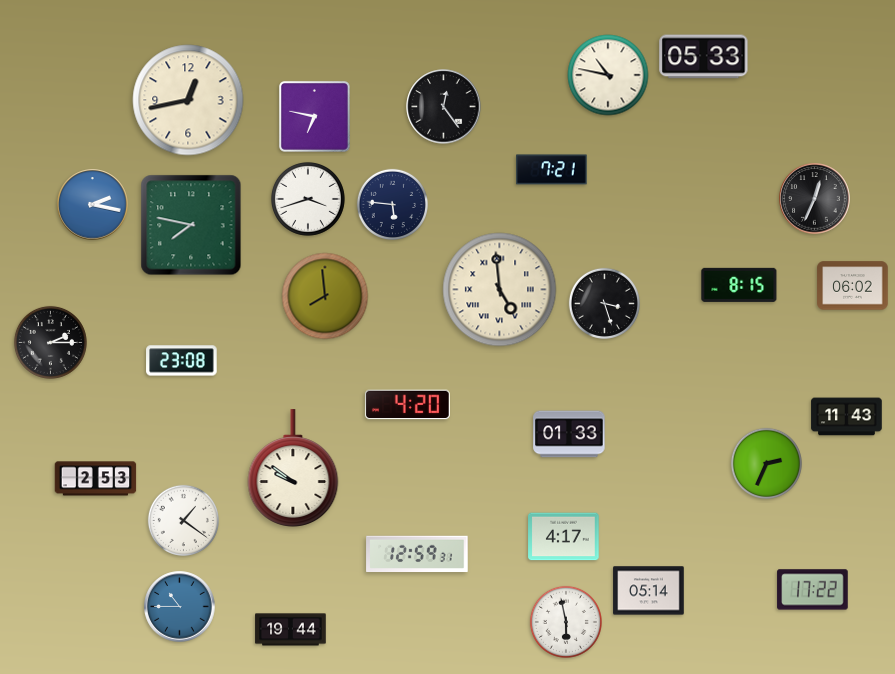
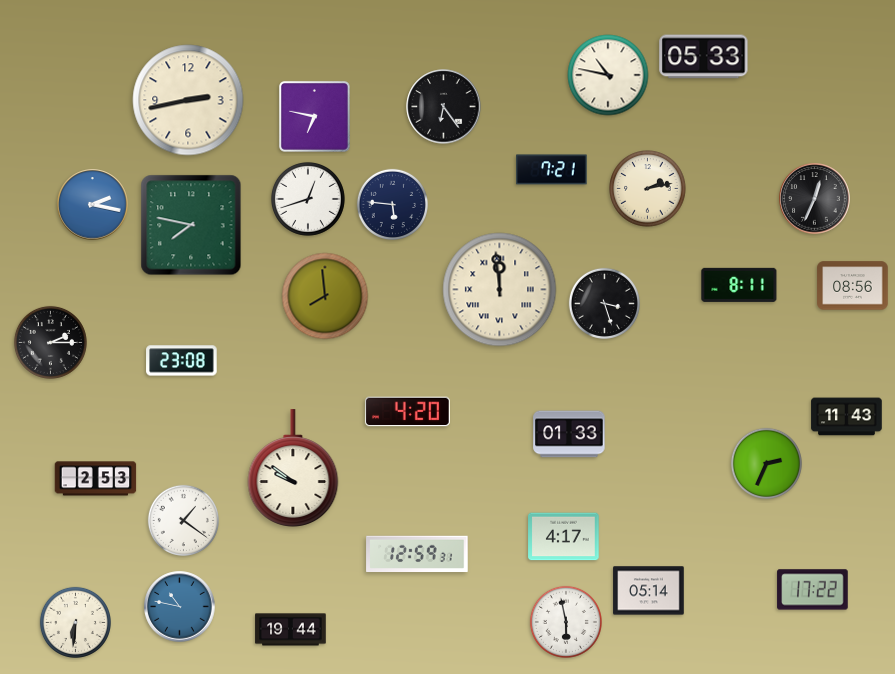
clock at (188, 100): 12:43 -> 2:43
clock at (444, 107): 12:24 -> 6:24
clock at (648, 189): none -> 2:13
clock at (308, 199): 3:42 -> 12:42
clock at (739, 285): 8:15 -> 8:11
clock at (853, 286): 06:02 -> 08:56
clock at (500, 290): 4:59 -> 11:59
clock at (407, 405) position: (407, 405) -> (407, 412)
clock at (180, 607): 10:45 -> 10:47
clock at (75, 622): none -> 6:31
